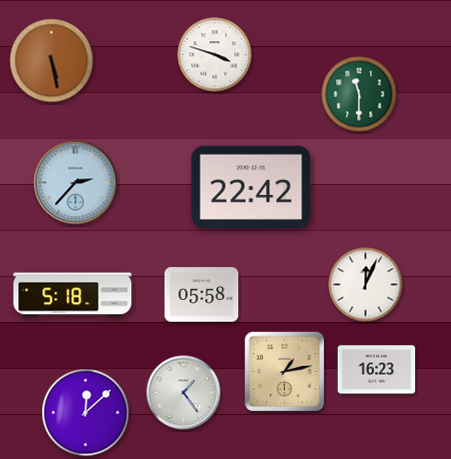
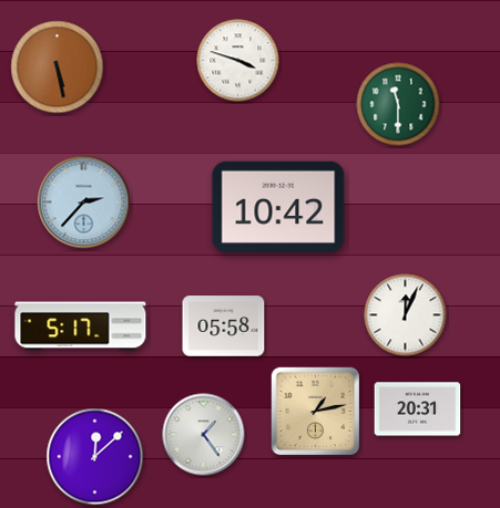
clock at (251, 186): 22:42 -> 10:42
clock at (73, 295): 5:18 -> 5:17
clock at (377, 370): 16:23 -> 20:31
